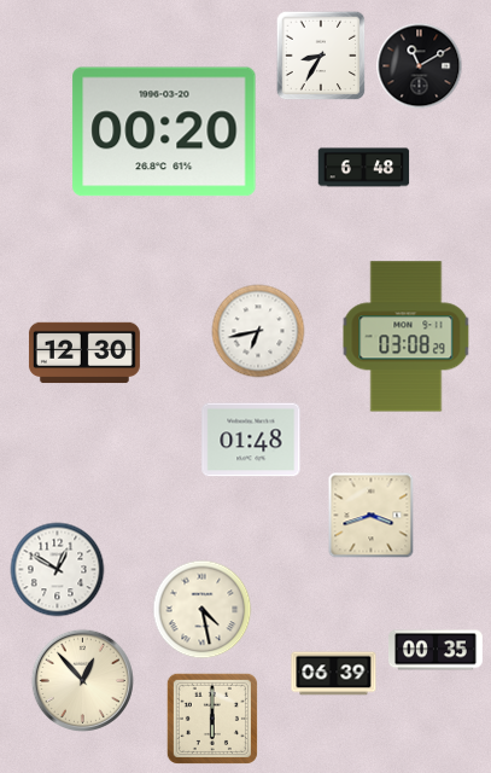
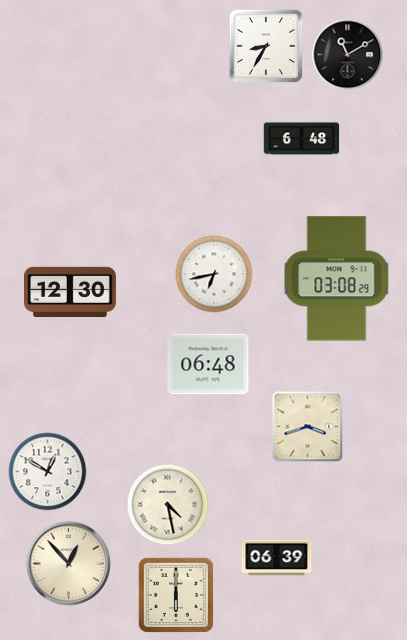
clock at (164, 132): 00:20 -> none
clock at (251, 440): 01:48 -> 06:48
clock at (436, 650): 00:35 -> none
